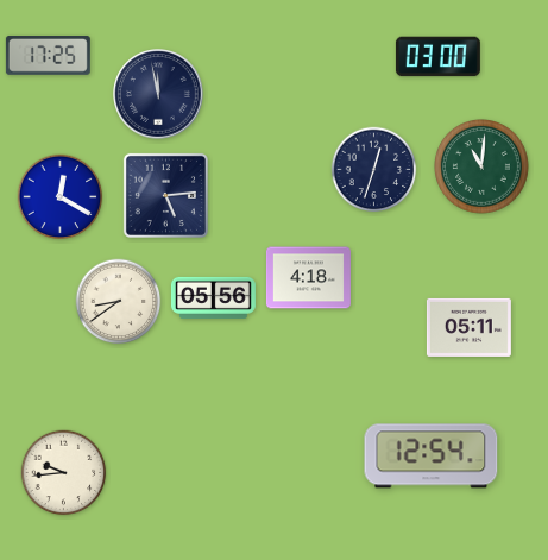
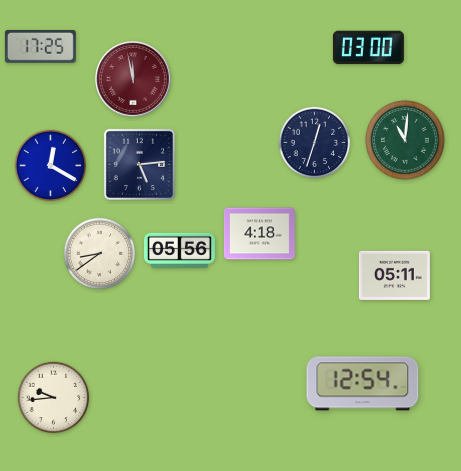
clock at (158, 94) dial: navy -> burgundy
